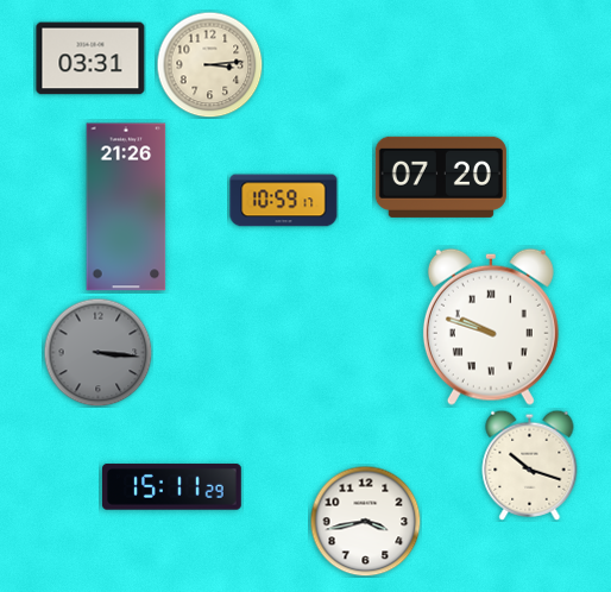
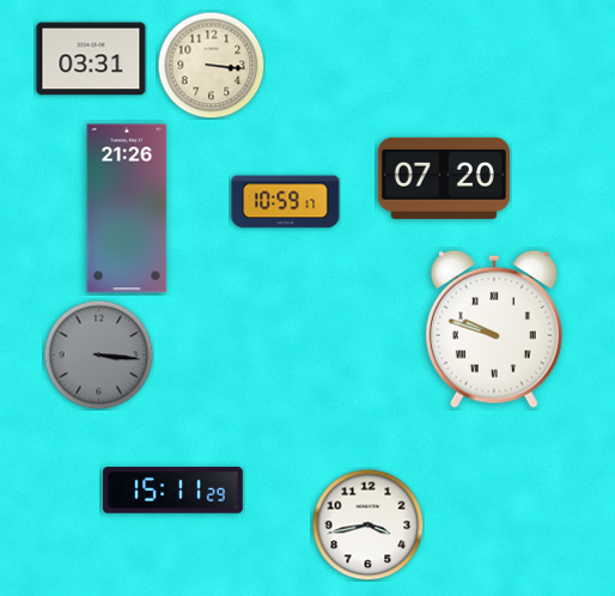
clock at (209, 64): 3:14 -> 3:16
clock at (530, 465): 10:18 -> none
